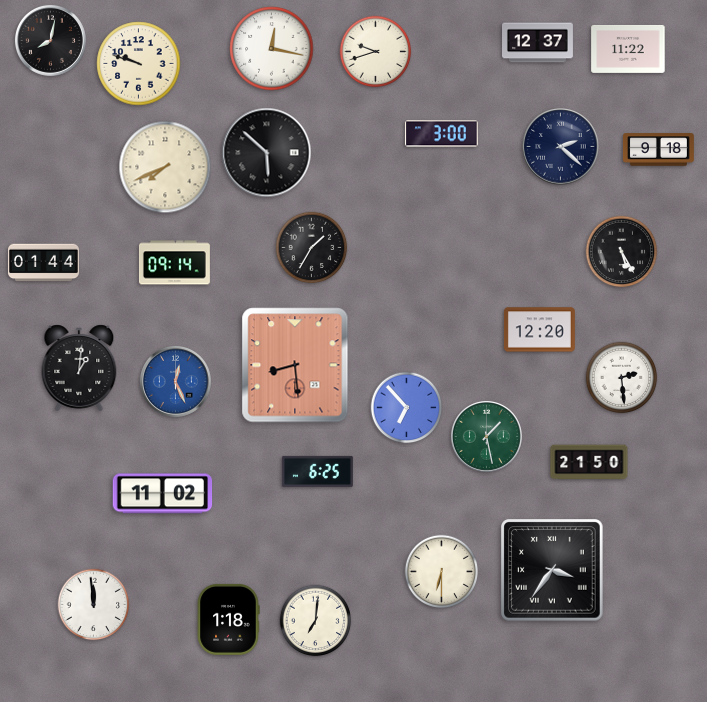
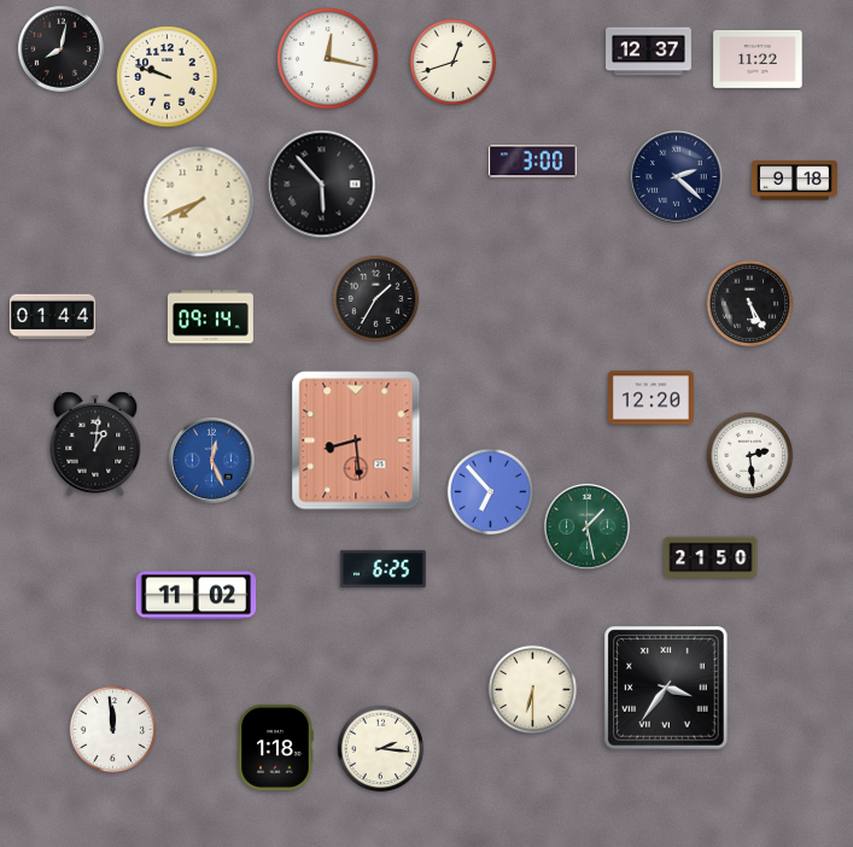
clock at (376, 52): 9:42 -> 12:42
clock at (267, 153): 5:52 -> 5:53
clock at (316, 621): 7:01 -> 2:16
